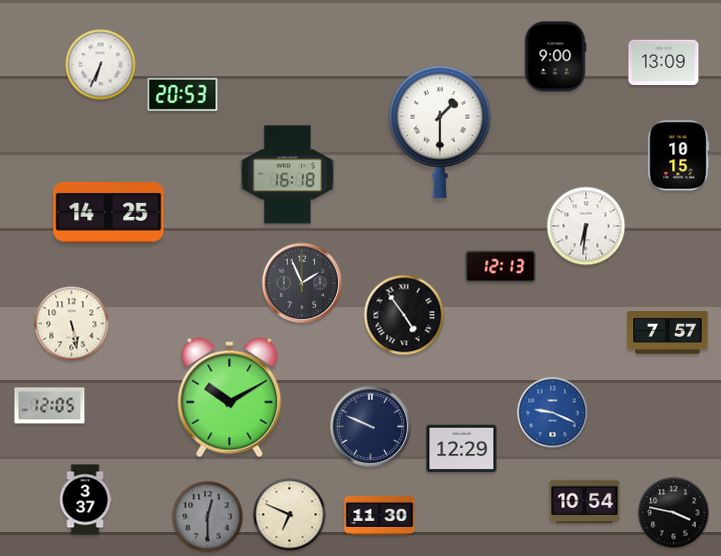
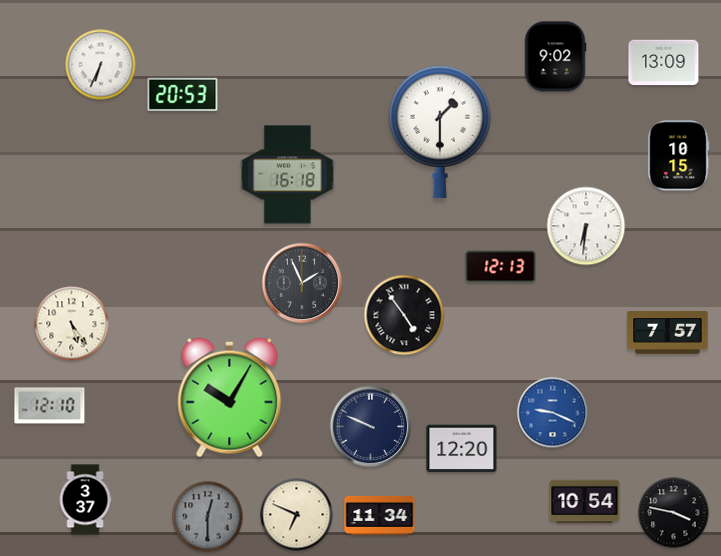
clock at (555, 57): 9:00 -> 9:02
clock at (109, 212): 14:25 -> none
clock at (72, 324): 5:28 -> 5:24
clock at (230, 398): 10:10 -> 10:05
clock at (50, 406): 12:05 -> 12:10
clock at (462, 449): 12:29 -> 12:20
clock at (290, 515) position: (290, 515) -> (297, 515)
clock at (380, 515): 11:30 -> 11:34
